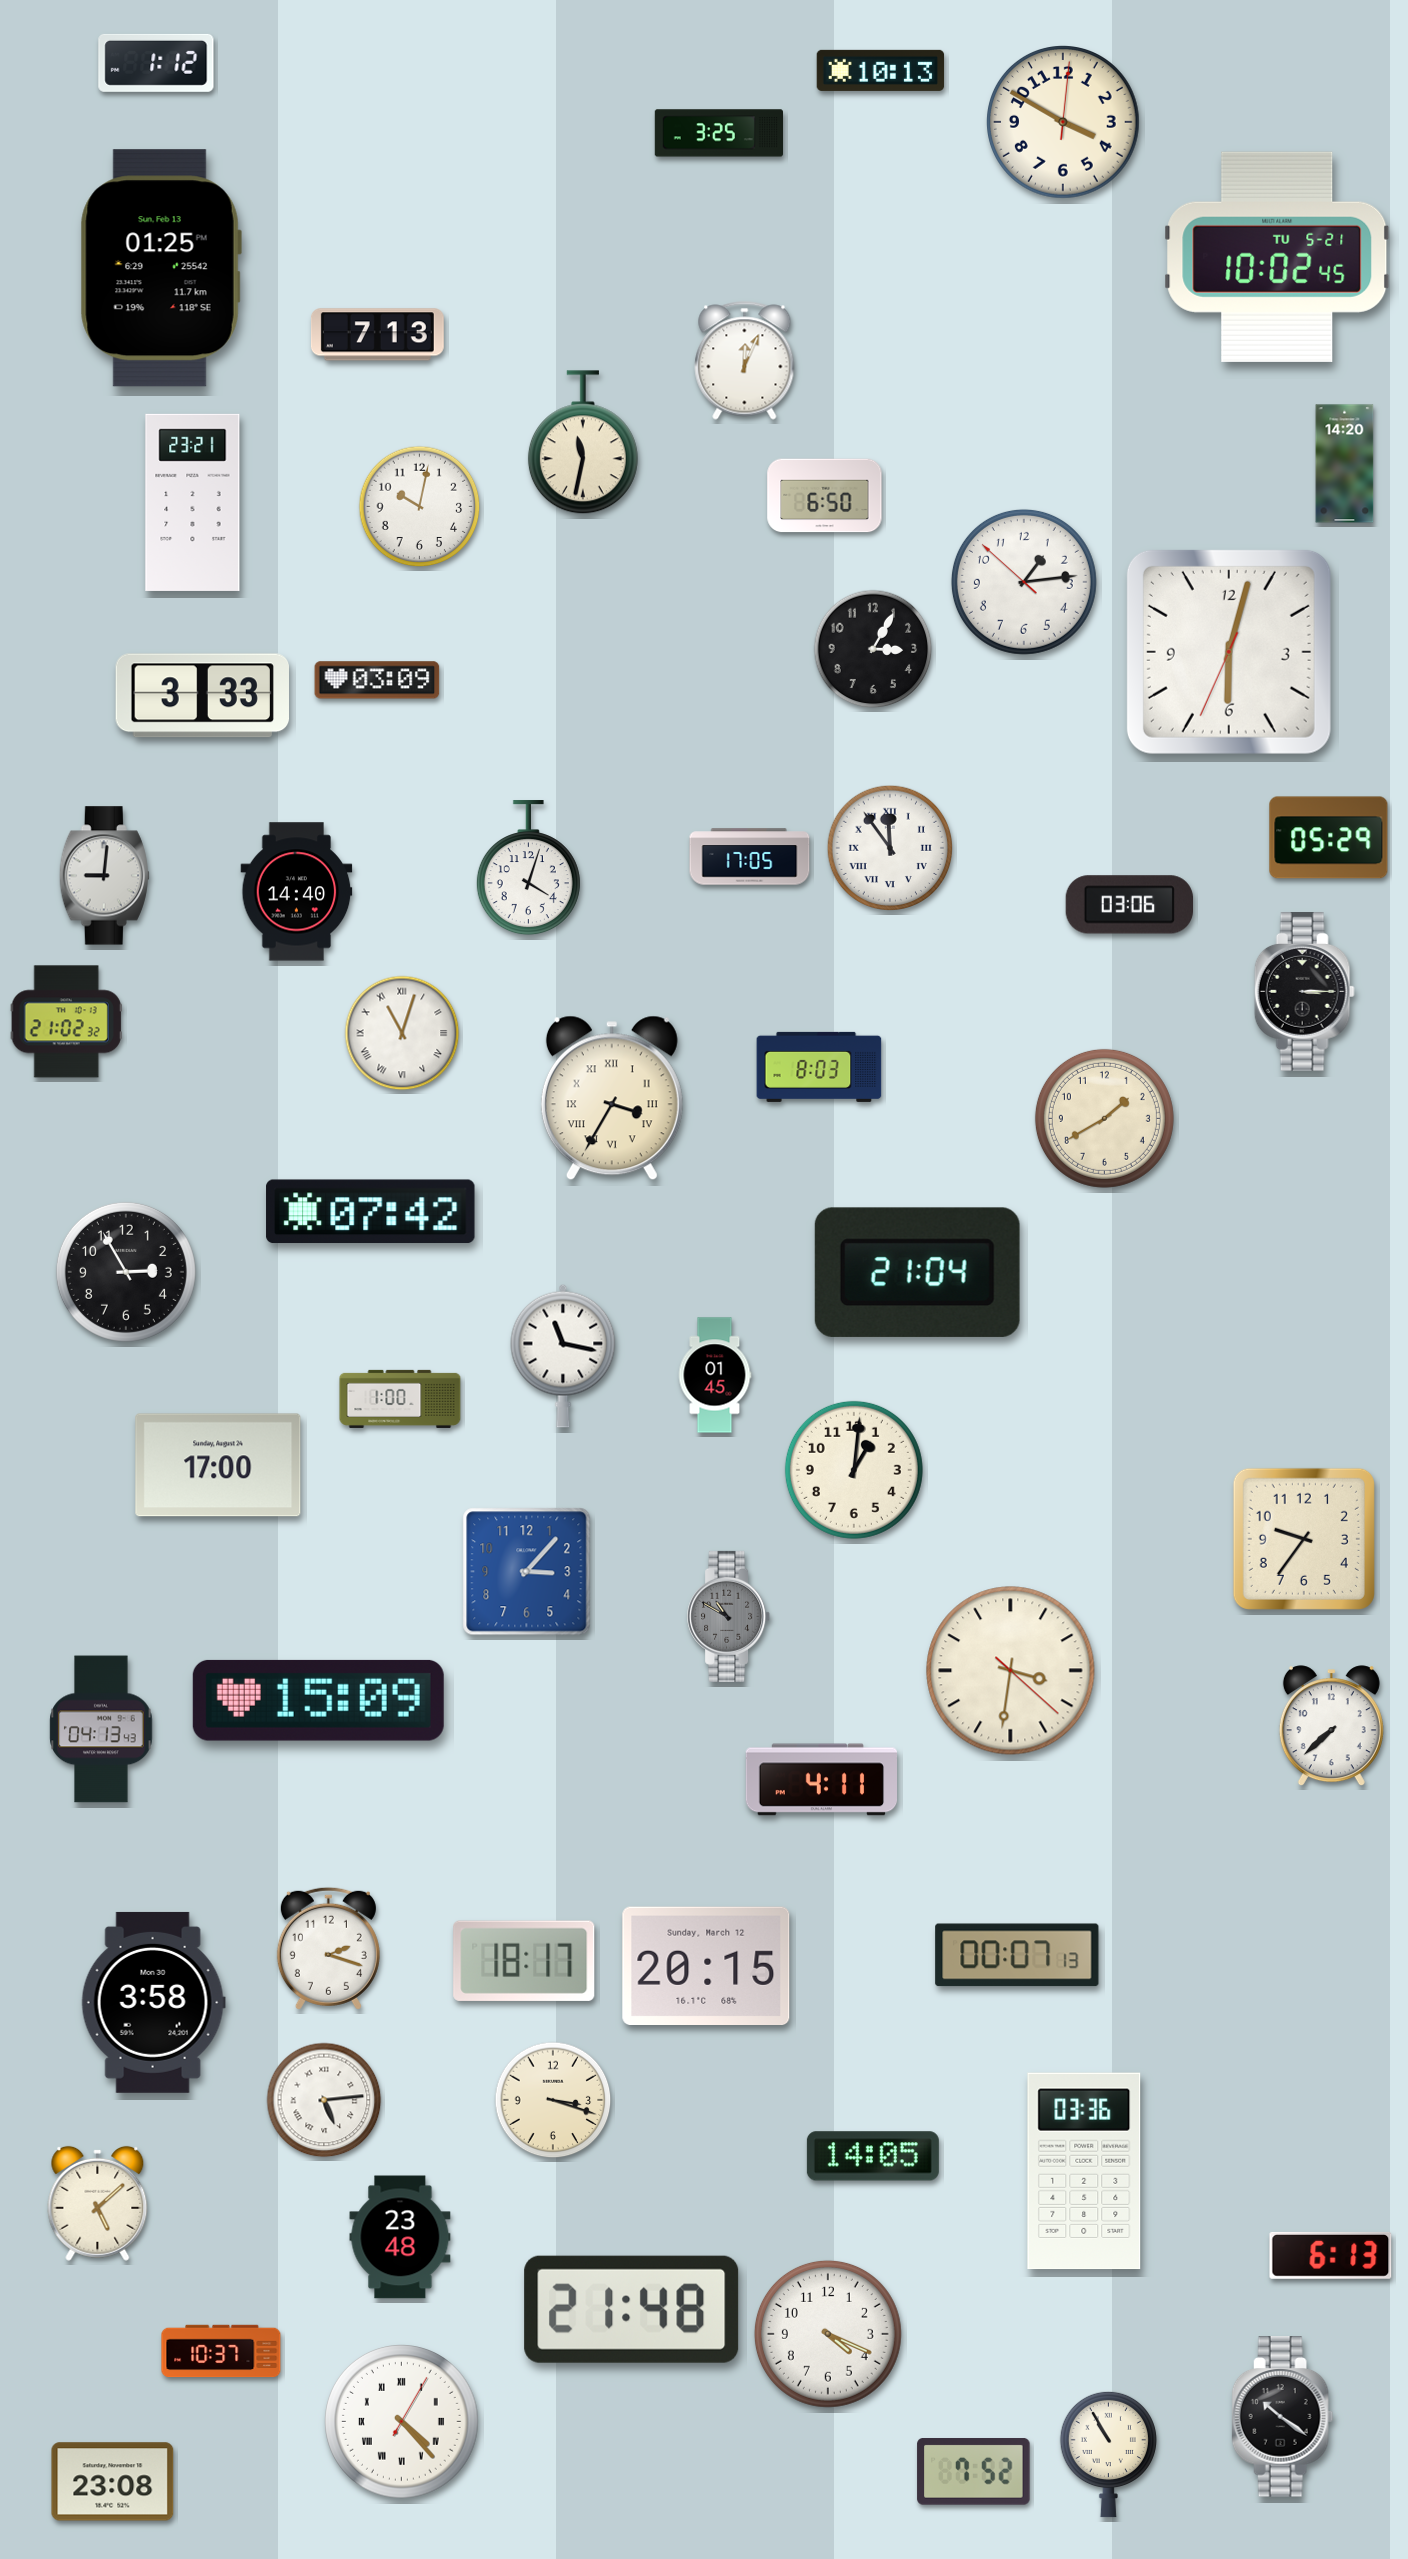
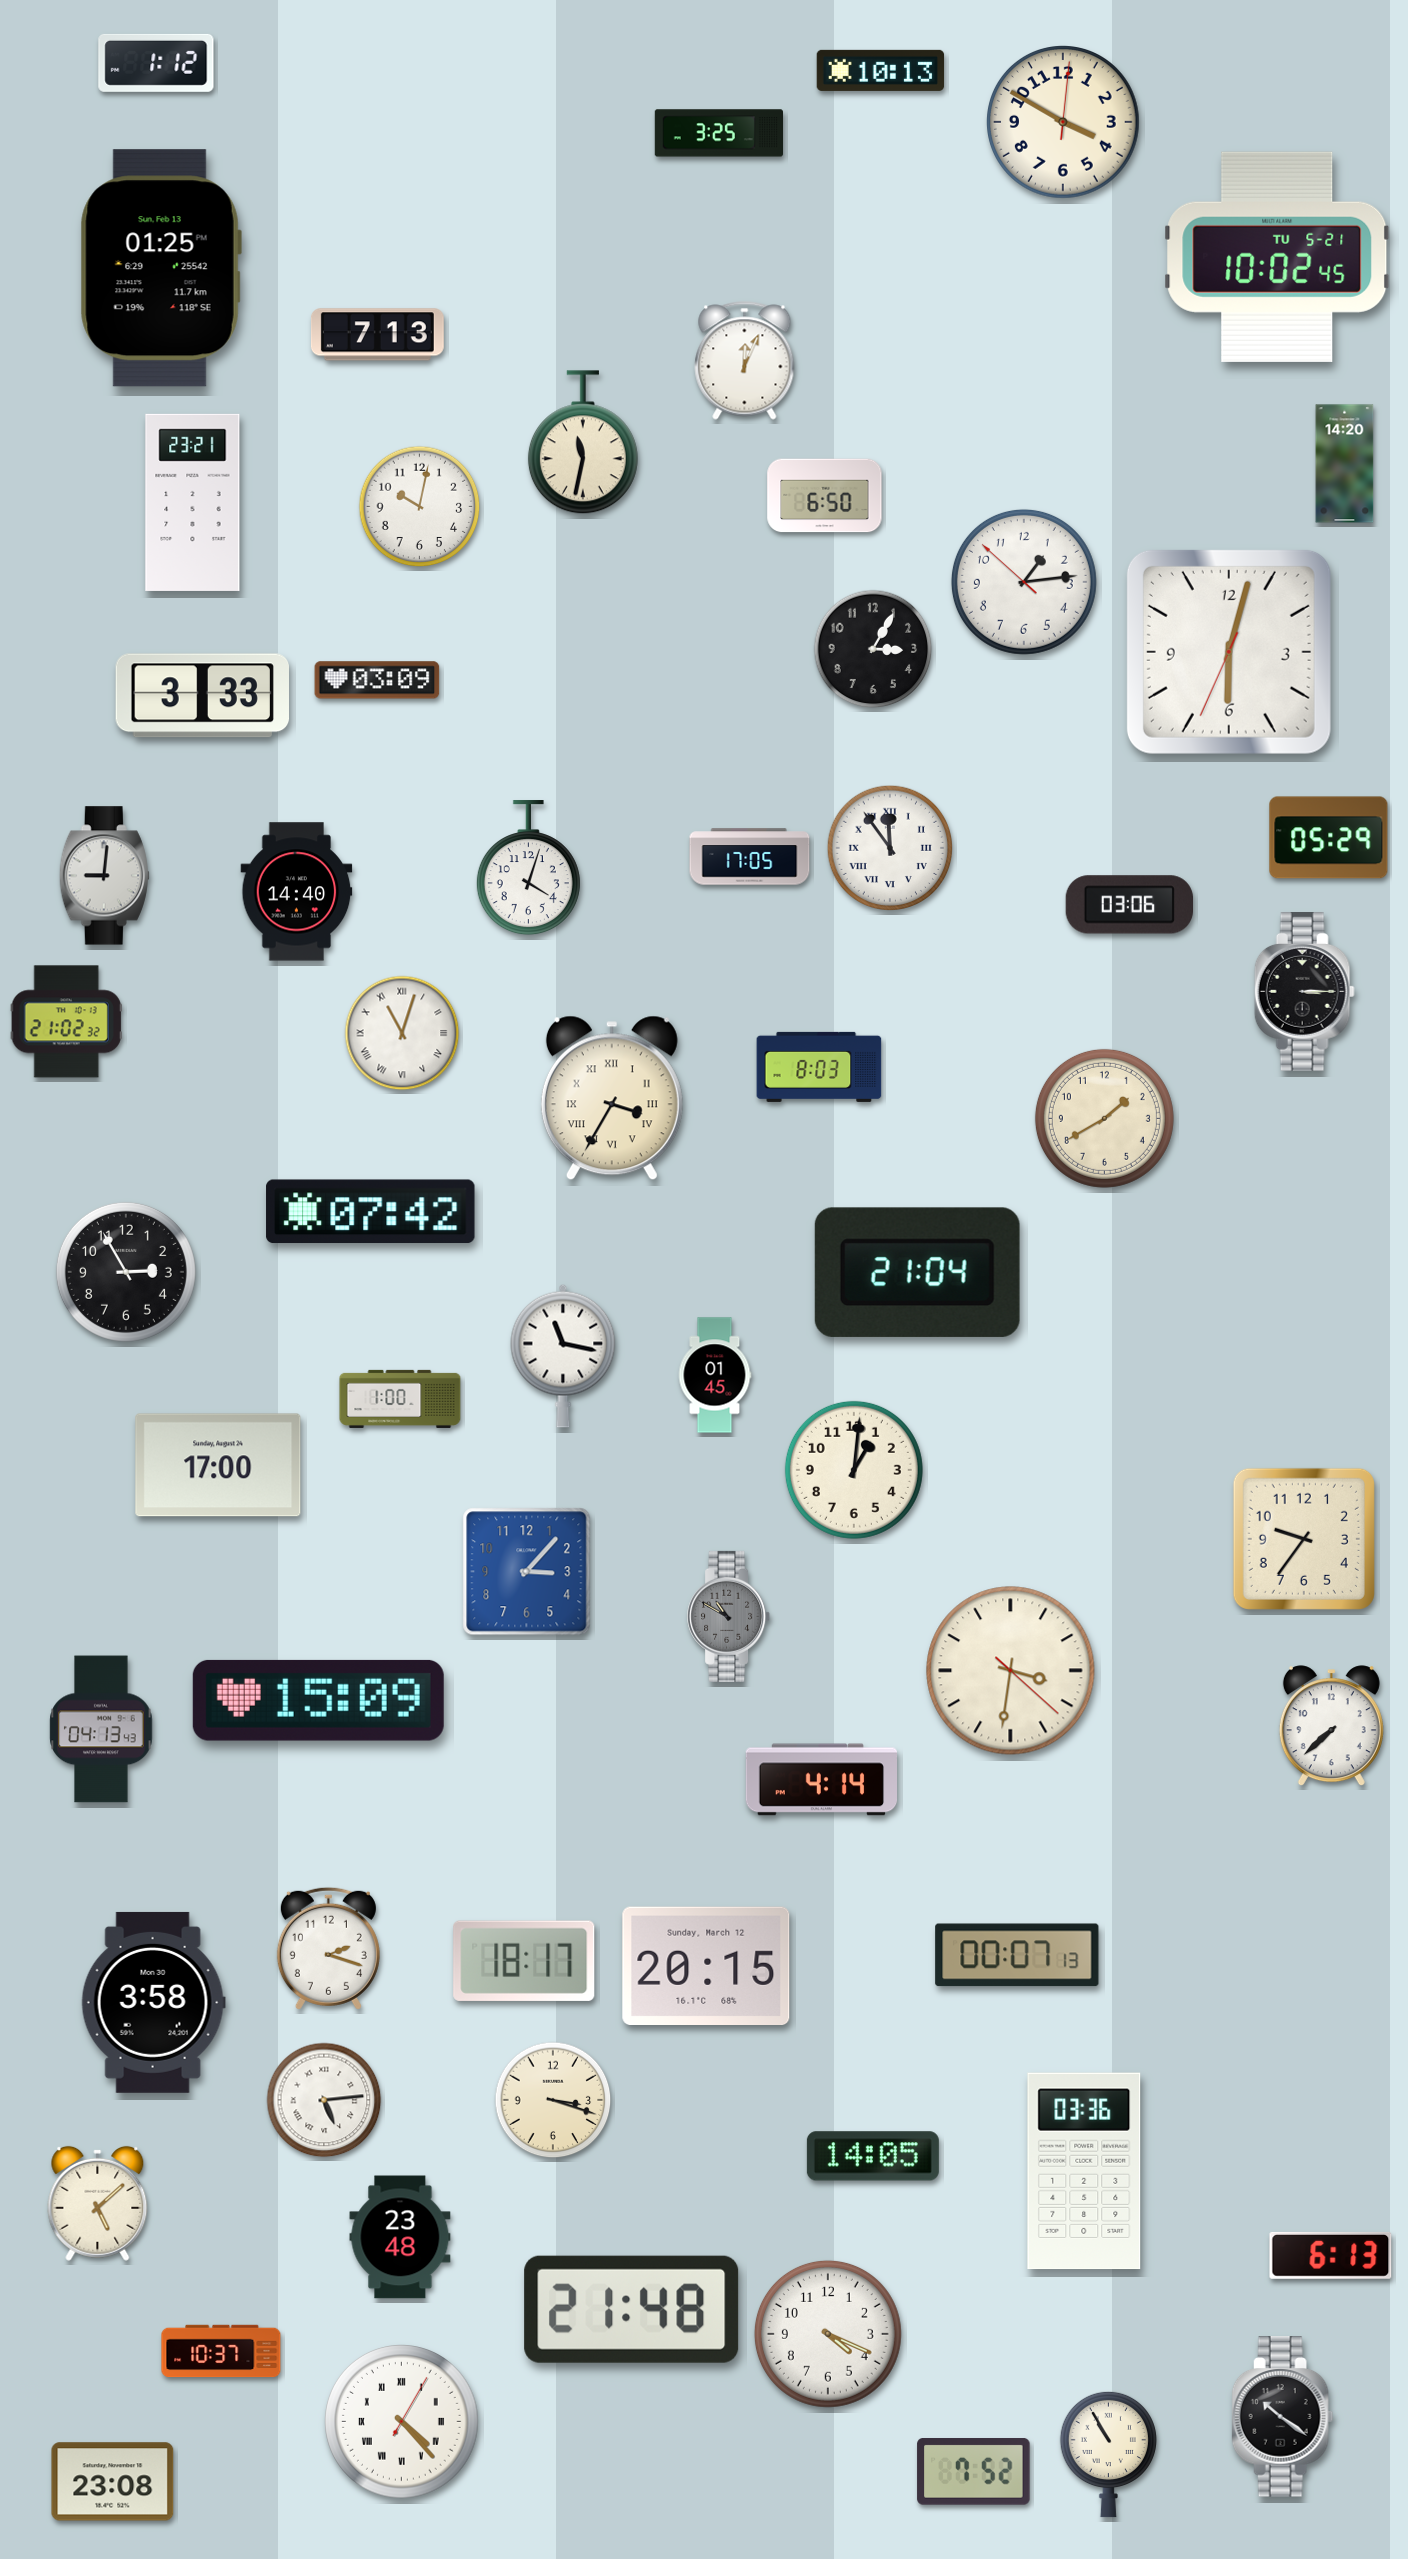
clock at (822, 1780): 4:11 -> 4:14
